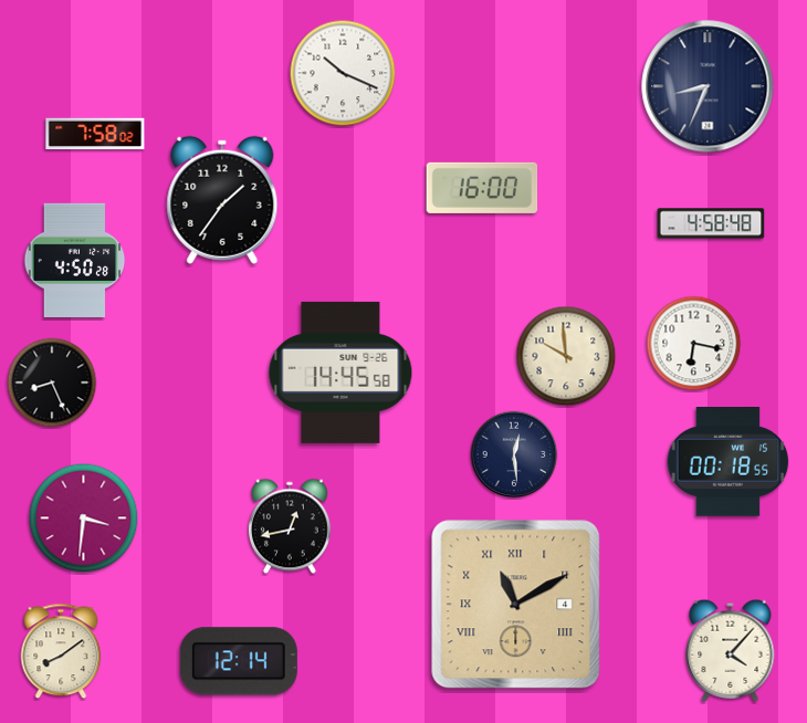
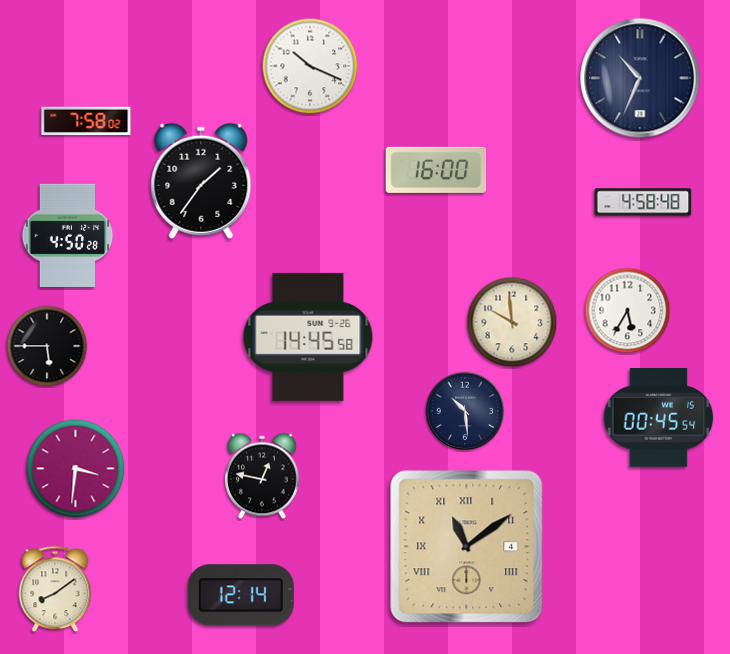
clock at (708, 86): 8:34 -> 10:34
clock at (694, 344): 6:17 -> 5:35
clock at (52, 383): 8:26 -> 5:45
clock at (514, 454): 12:29 -> 10:29
clock at (729, 462): 00:18 -> 00:45
clock at (290, 526): 12:43 -> 12:47
clock at (516, 605): 11:10 -> 11:09
clock at (731, 650): 4:07 -> none
clock at (239, 661) position: (239, 661) -> (241, 595)
